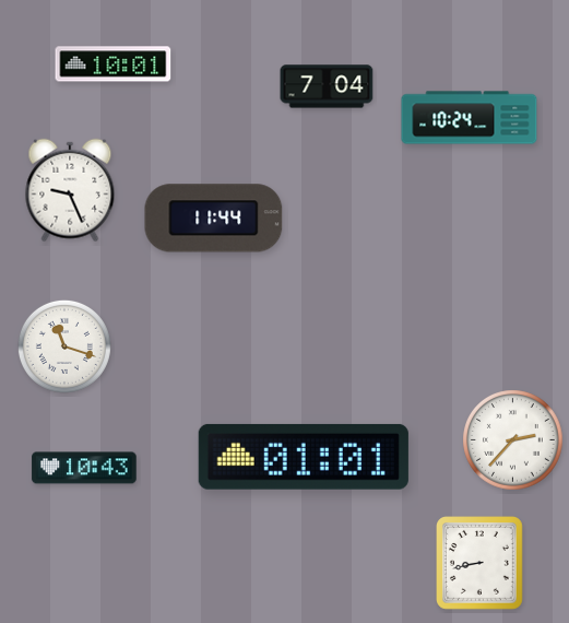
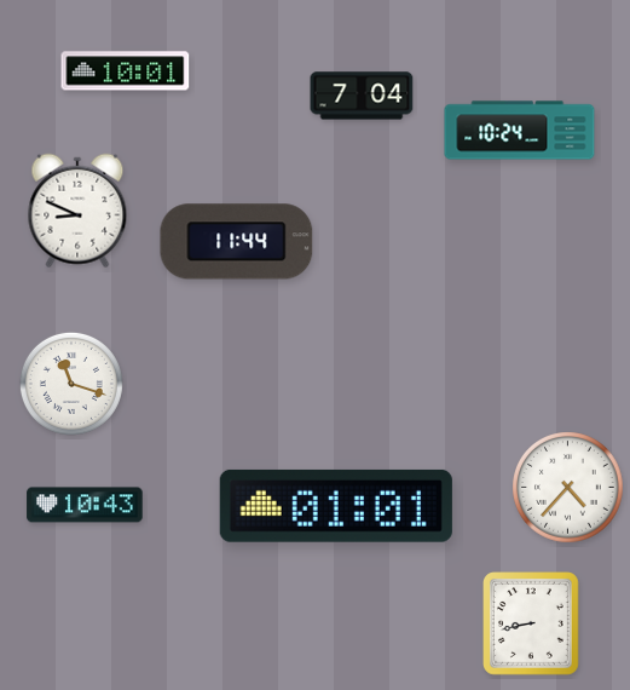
clock at (70, 190): 9:26 -> 8:49
clock at (513, 440): 2:37 -> 4:37
clock at (84, 468) position: (84, 468) -> (85, 505)
